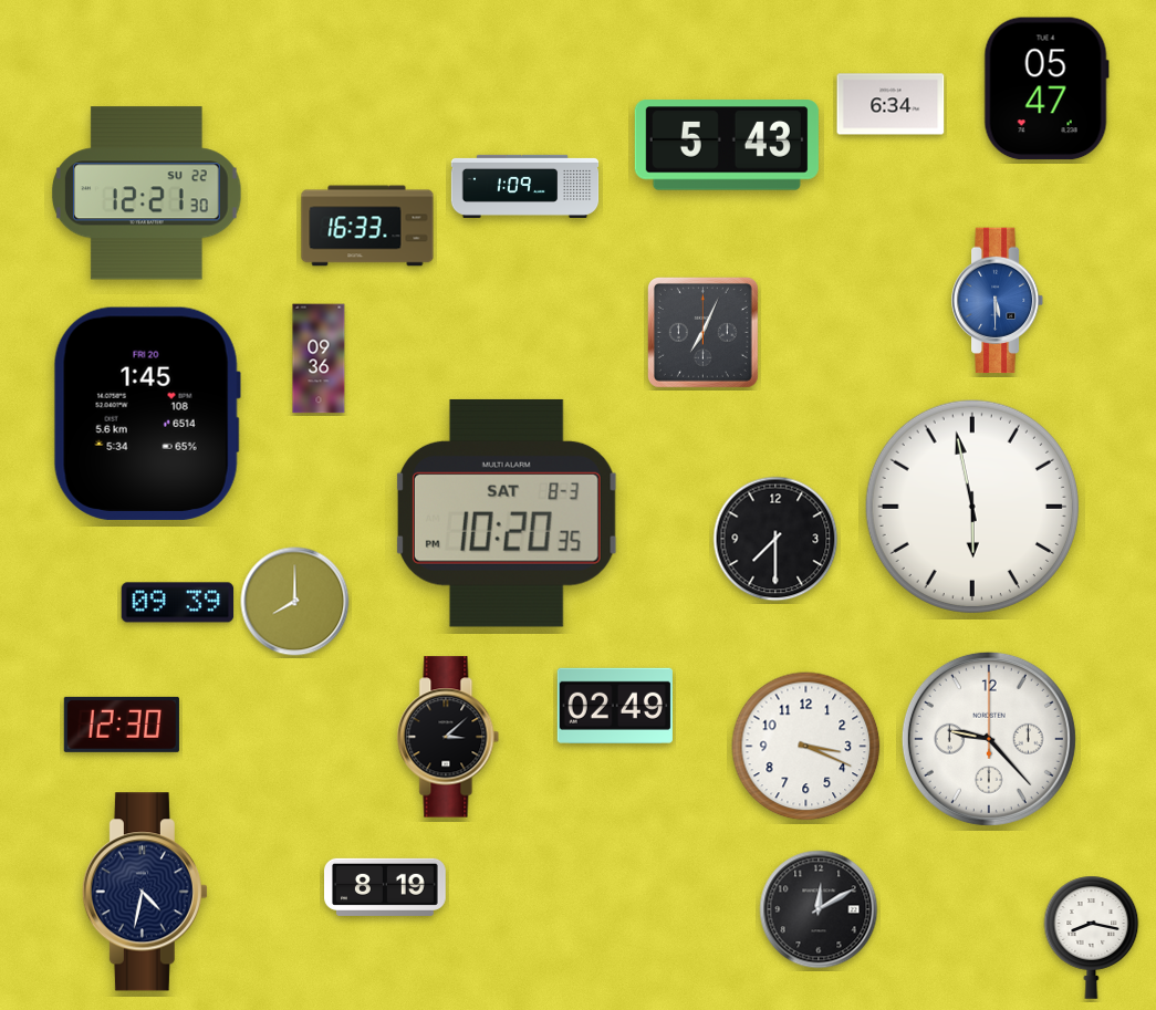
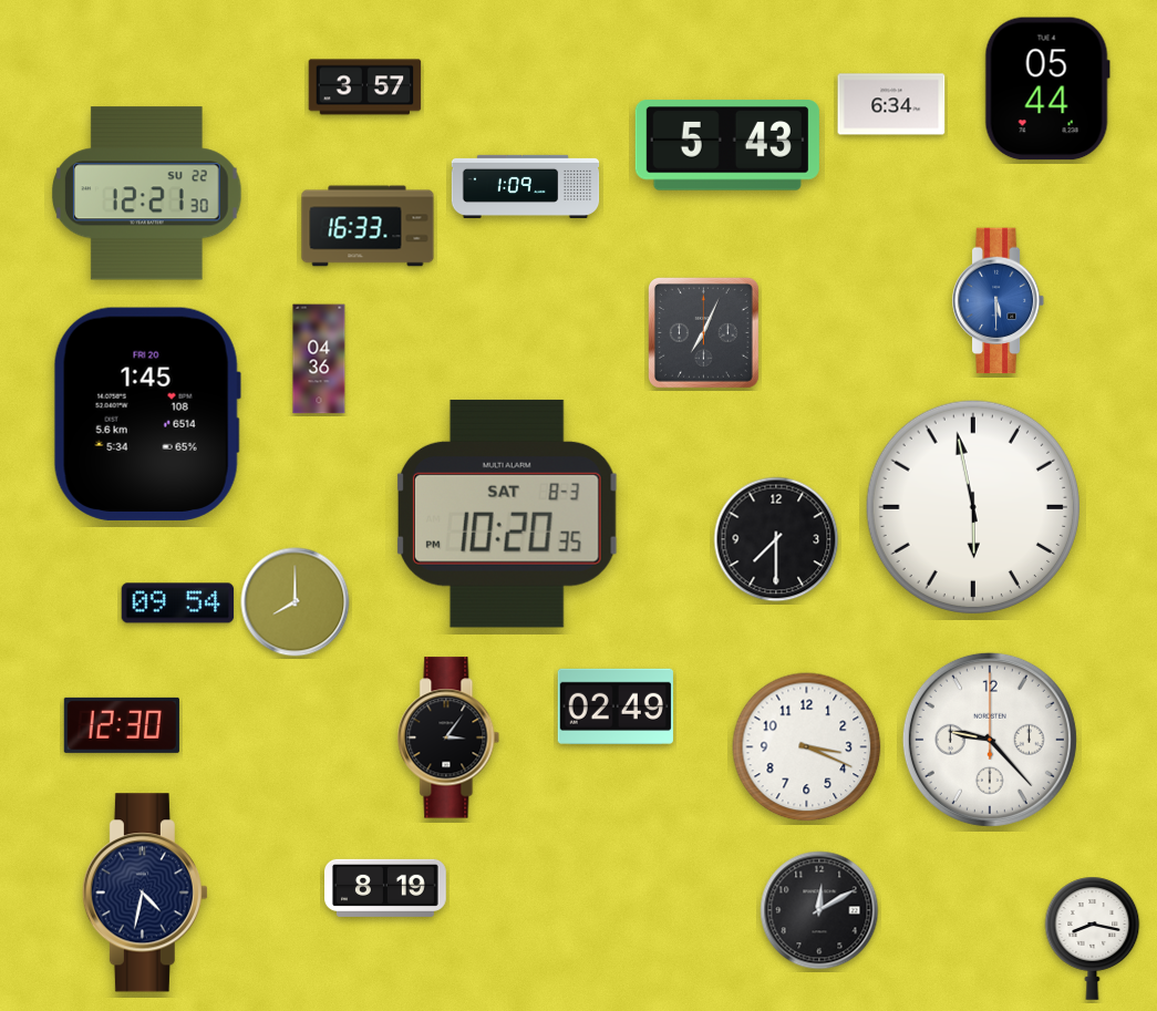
clock at (365, 87): none -> 3:57
clock at (1046, 88): 05:47 -> 05:44
clock at (319, 358): 09:36 -> 04:36
clock at (178, 603): 09:39 -> 09:54
clock at (448, 737): 3:08 -> 3:06
